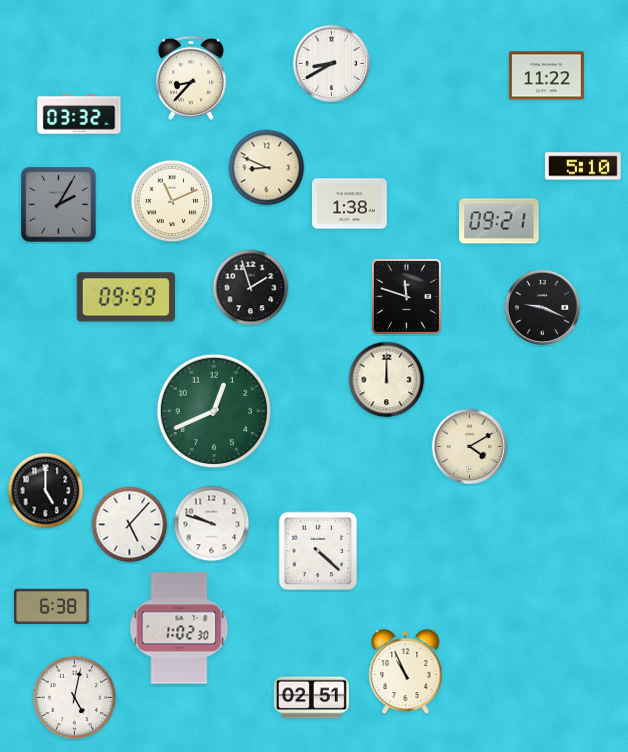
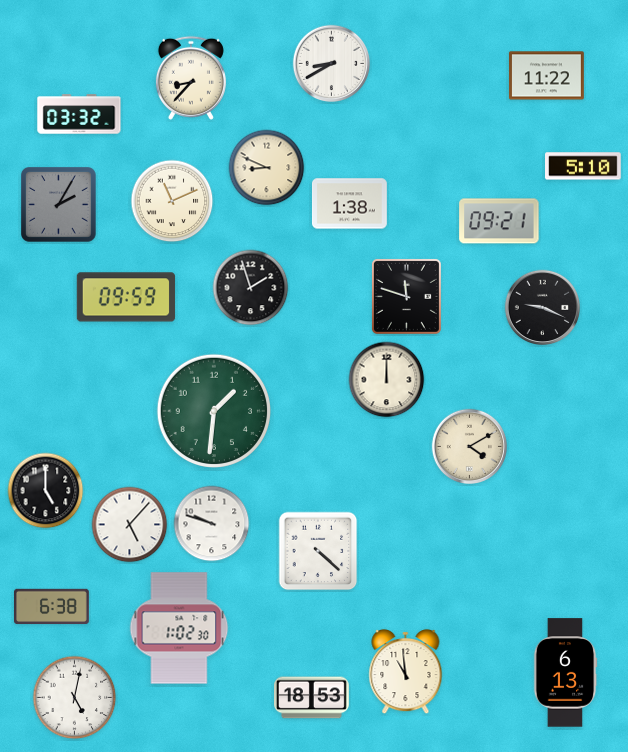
clock at (213, 410): 12:41 -> 1:31
clock at (406, 672): 10:56 -> 10:59
clock at (565, 673): none -> 6:13
clock at (312, 698): 02:51 -> 18:53
